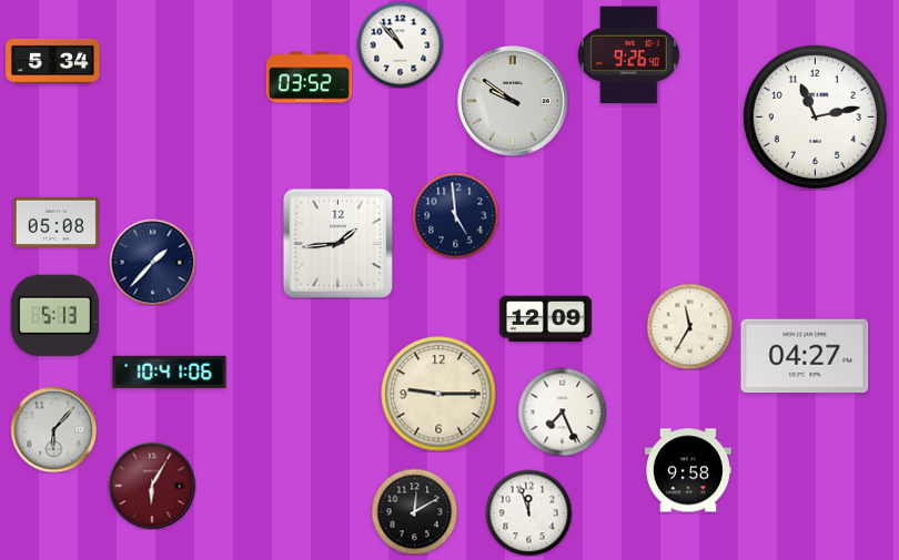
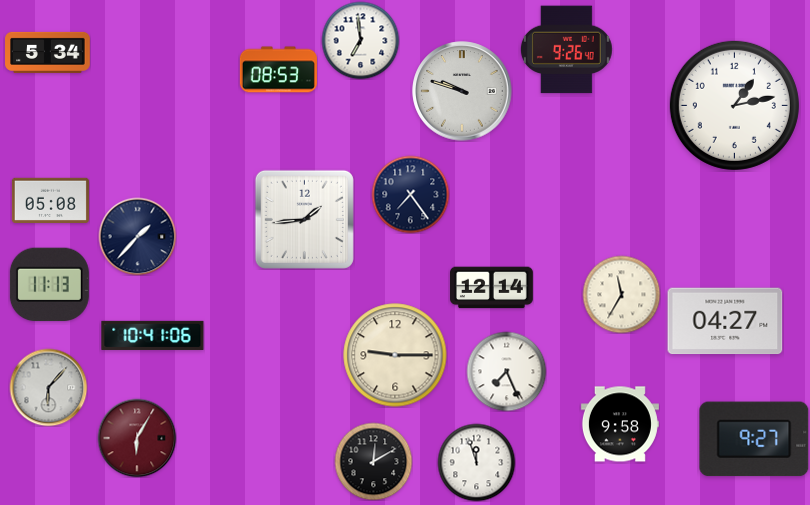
clock at (400, 44): 10:53 -> 6:59
clock at (53, 61) position: (53, 61) -> (48, 52)
clock at (309, 78): 03:52 -> 08:53
clock at (513, 101): 9:51 -> 9:48
clock at (815, 116): 11:13 -> 1:13
clock at (455, 215): 4:59 -> 7:24
clock at (54, 316): 5:13 -> 11:13
clock at (546, 319): 12:09 -> 12:14
clock at (754, 439): none -> 9:27
